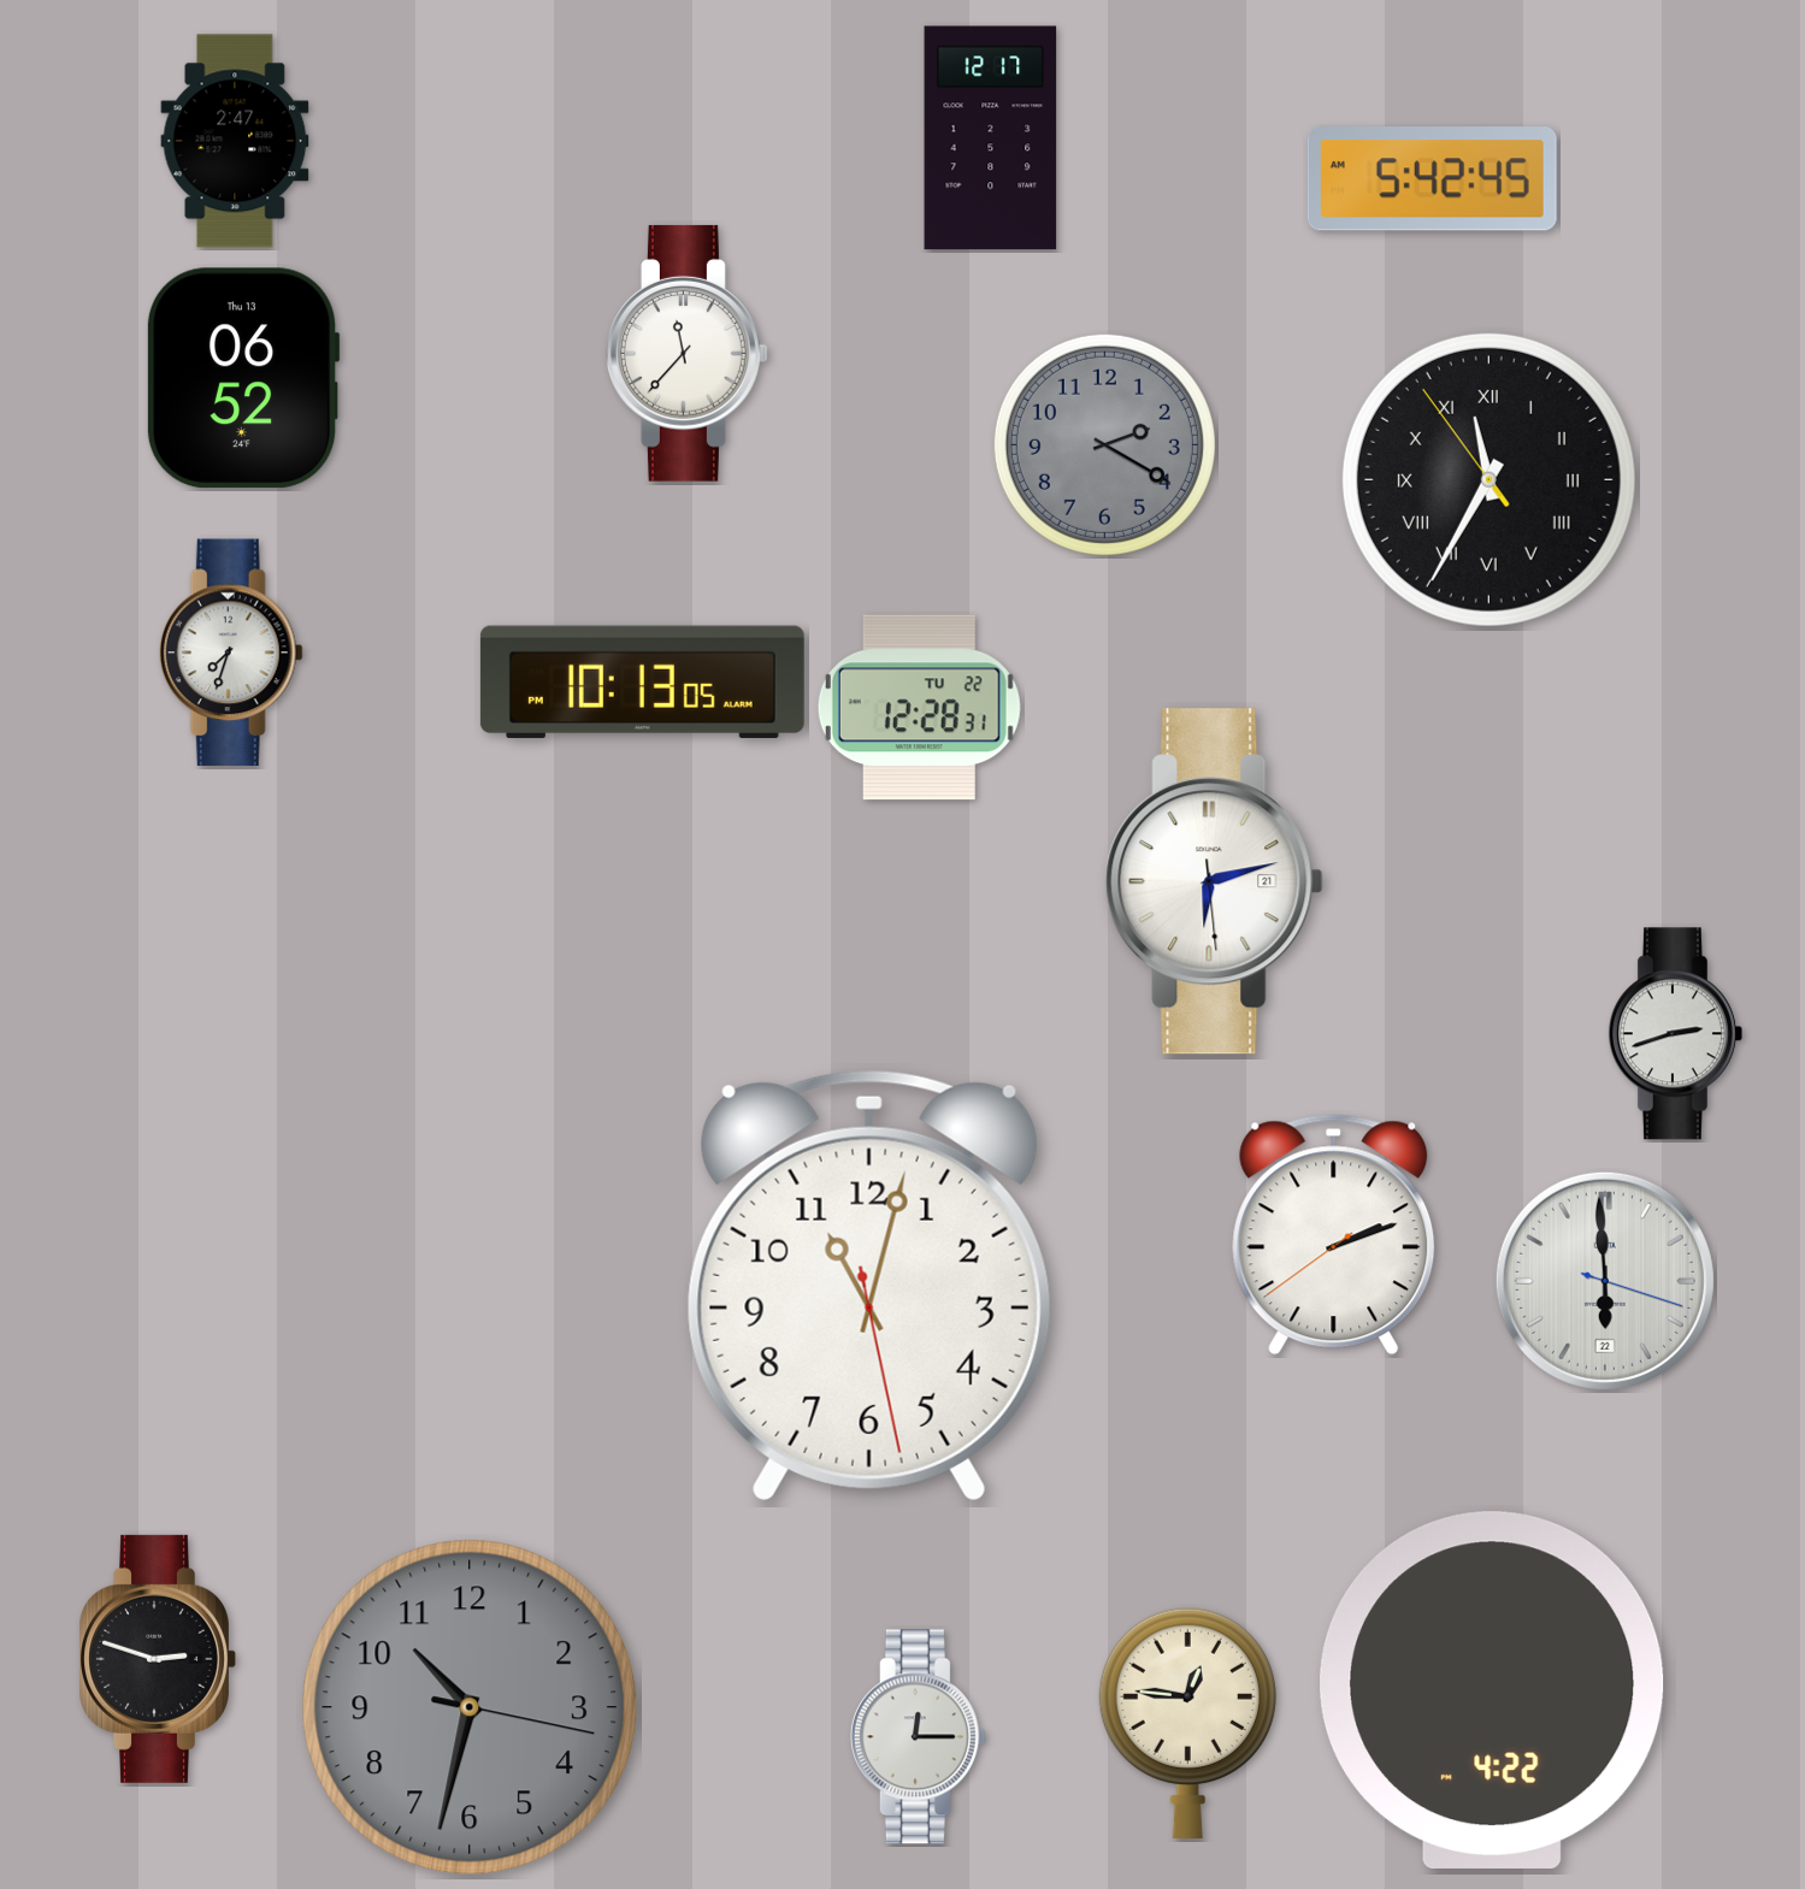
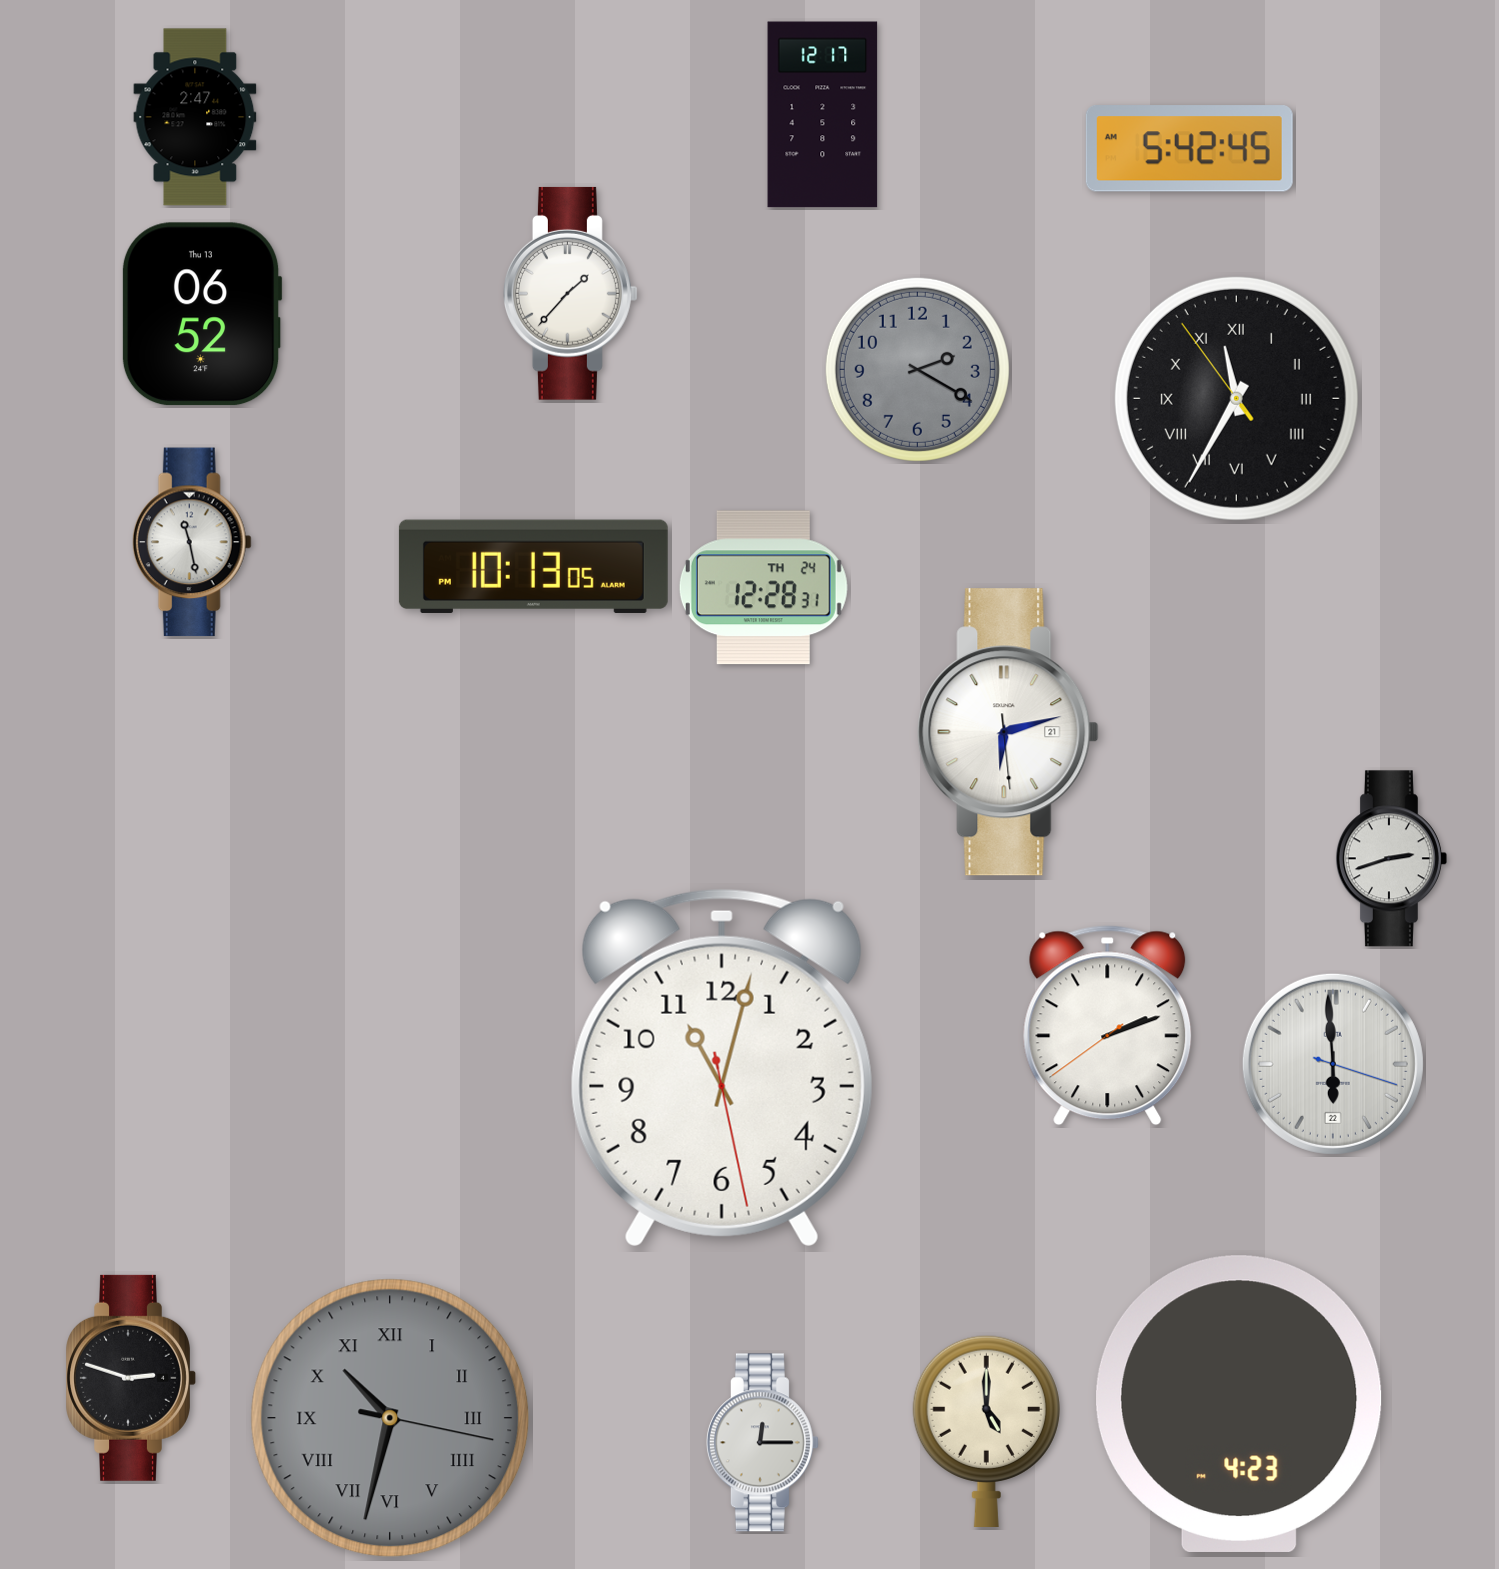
clock at (686, 353): 11:37 -> 1:37
clock at (231, 653): 7:33 -> 11:28
clock at (919, 708) date: TU 22 -> TH 24
clock at (1492, 1690): 4:22 -> 4:23
clock at (470, 1707) numerals: Arabic -> Roman
clock at (1187, 1722): 12:46 -> 5:00
